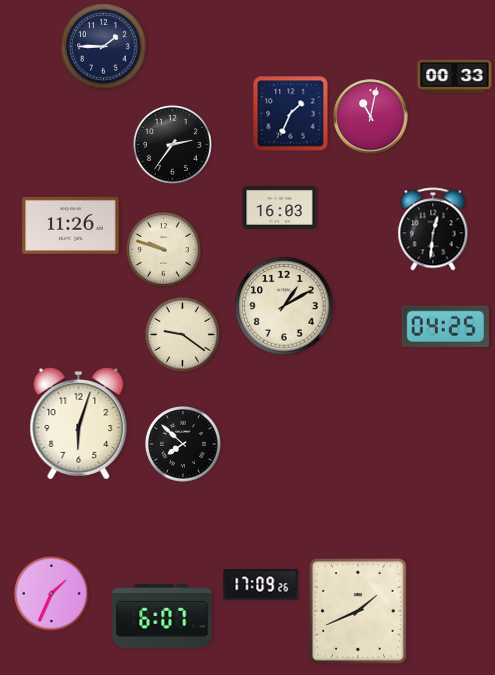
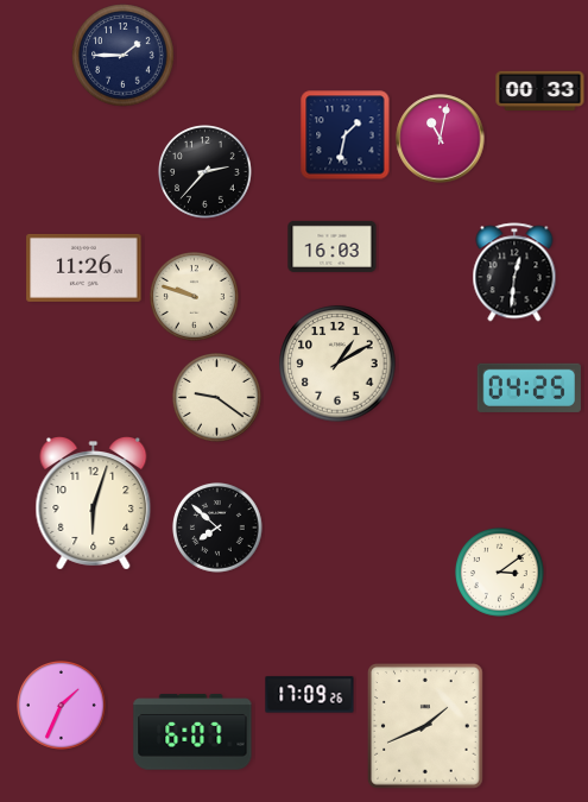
clock at (291, 114): 1:34 -> 1:32
clock at (173, 145): 2:36 -> 2:37
clock at (500, 573): none -> 3:09
